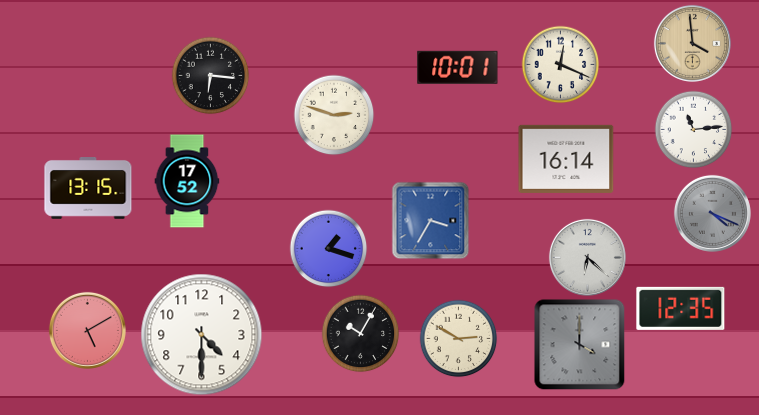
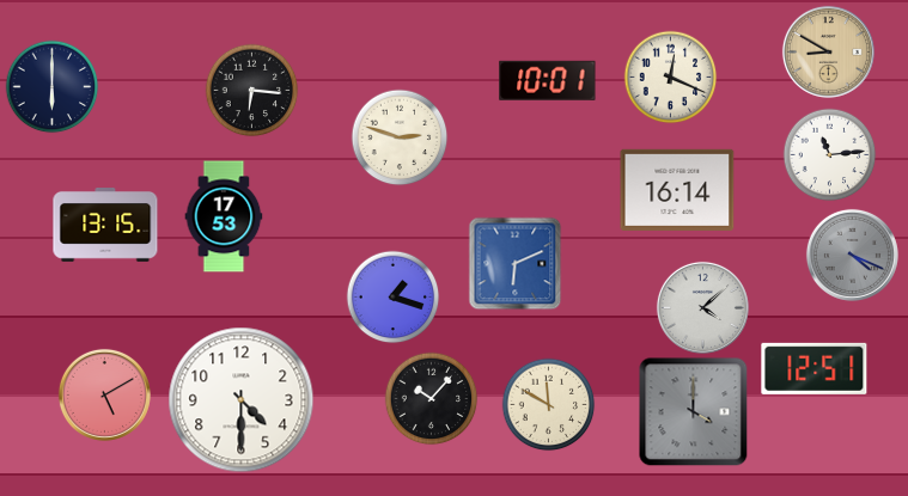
clock at (692, 43): 3:59 -> 8:50
clock at (51, 86): none -> 6:00
clock at (187, 181): 17:52 -> 17:53
clock at (430, 220): 3:35 -> 6:11
clock at (587, 257): 6:22 -> 4:08
clock at (681, 308): 12:35 -> 12:51
clock at (360, 333): 10:05 -> 10:07
clock at (458, 338): 2:50 -> 11:50
